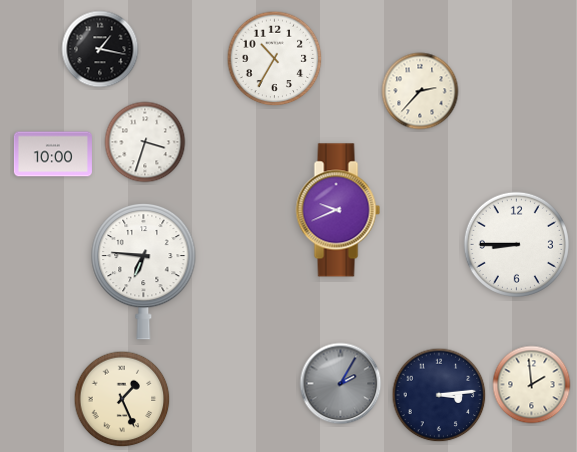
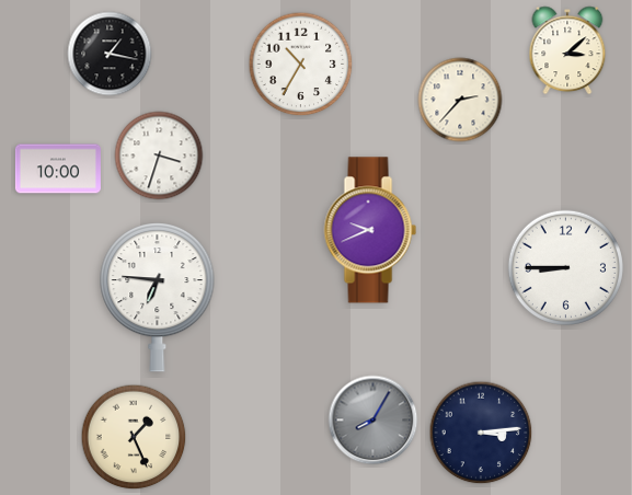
clock at (567, 50): none -> 3:08
clock at (341, 384): 2:05 -> 8:05
clock at (532, 385): 1:59 -> none
